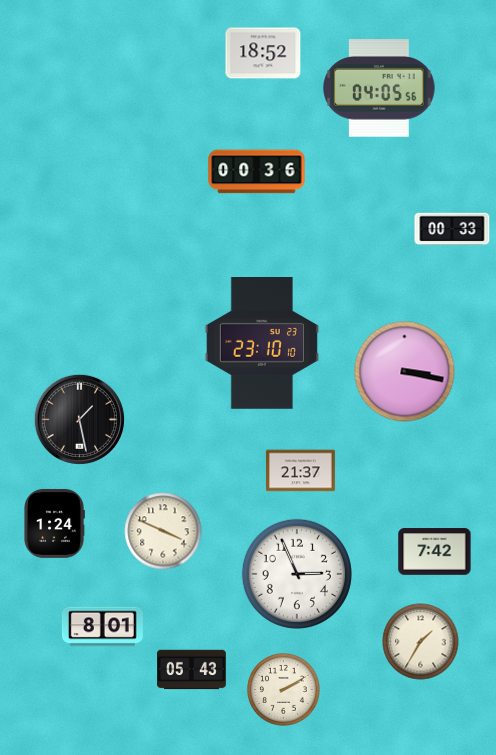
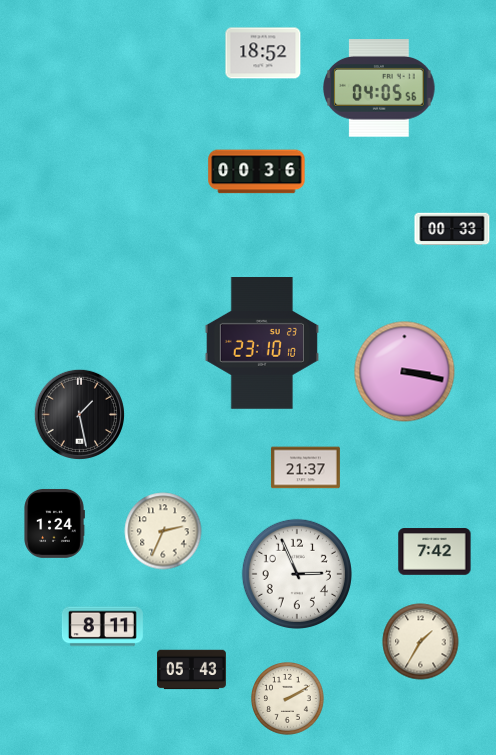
clock at (79, 419) position: (79, 419) -> (79, 414)
clock at (300, 471) position: (300, 471) -> (305, 468)
clock at (163, 531): 3:49 -> 2:34
clock at (102, 627): 8:01 -> 8:11
clock at (284, 690) position: (284, 690) -> (288, 699)
